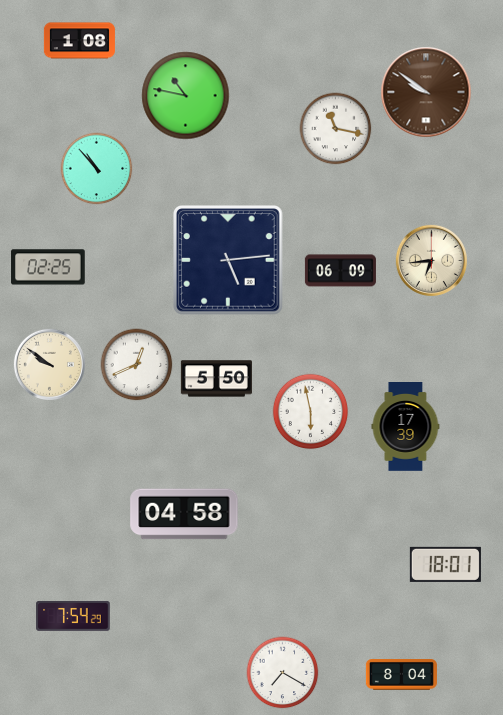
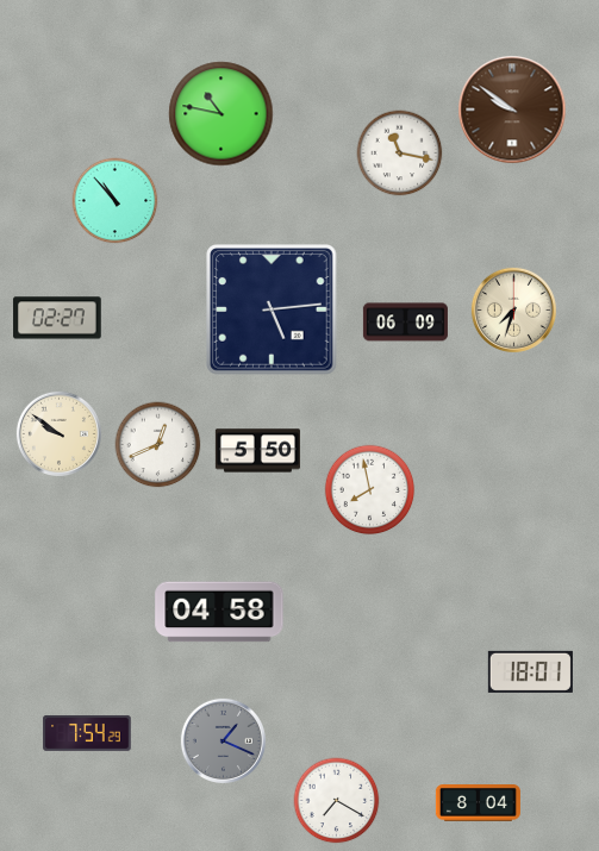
clock at (79, 41): 1:08 -> none
clock at (426, 92) position: (426, 92) -> (512, 109)
clock at (431, 260): 6:44 -> 7:33
clock at (48, 267): 02:25 -> 02:27
clock at (137, 365) position: (137, 365) -> (158, 445)
clock at (311, 412): 5:58 -> 7:58
clock at (406, 427): 17:39 -> none
clock at (223, 740): none -> 1:19
